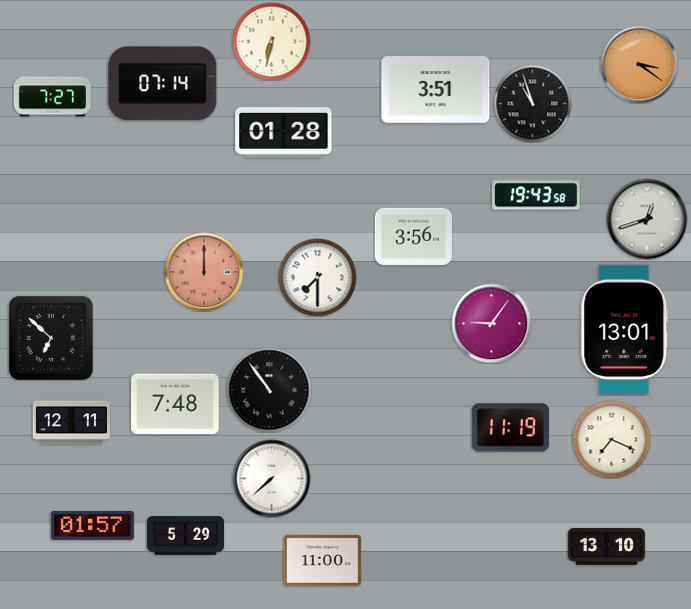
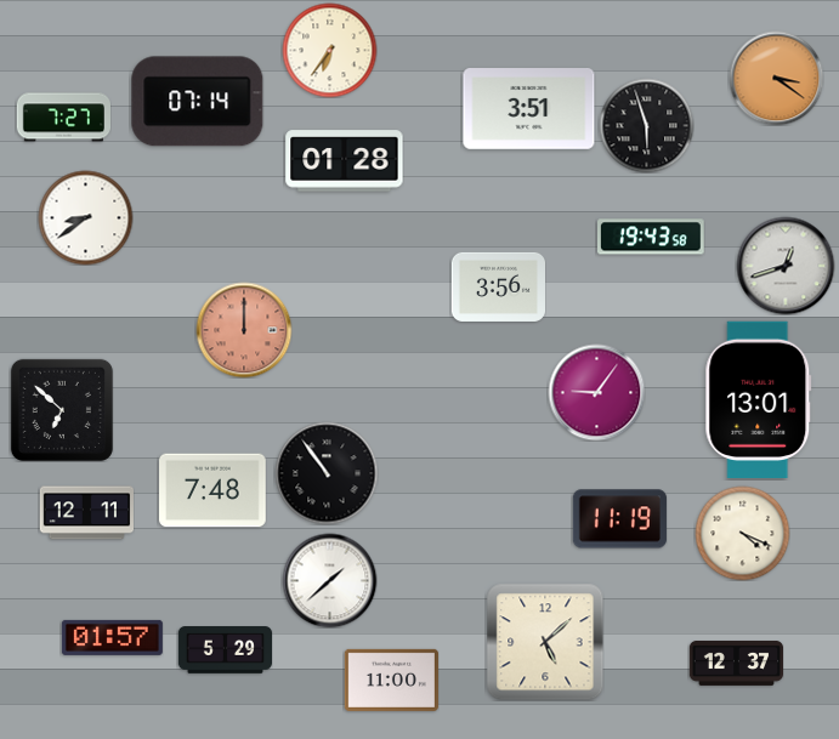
clock at (271, 41): 6:32 -> 6:36
clock at (532, 103): 10:57 -> 5:57
clock at (85, 217): none -> 8:39
clock at (413, 236) position: (413, 236) -> (498, 286)
clock at (204, 272) position: (204, 272) -> (244, 330)
clock at (317, 277): 7:30 -> none
clock at (611, 439): 7:19 -> 4:19
clock at (271, 478): 7:38 -> 1:38
clock at (545, 642): none -> 5:08
clock at (606, 546): 13:10 -> 12:37
